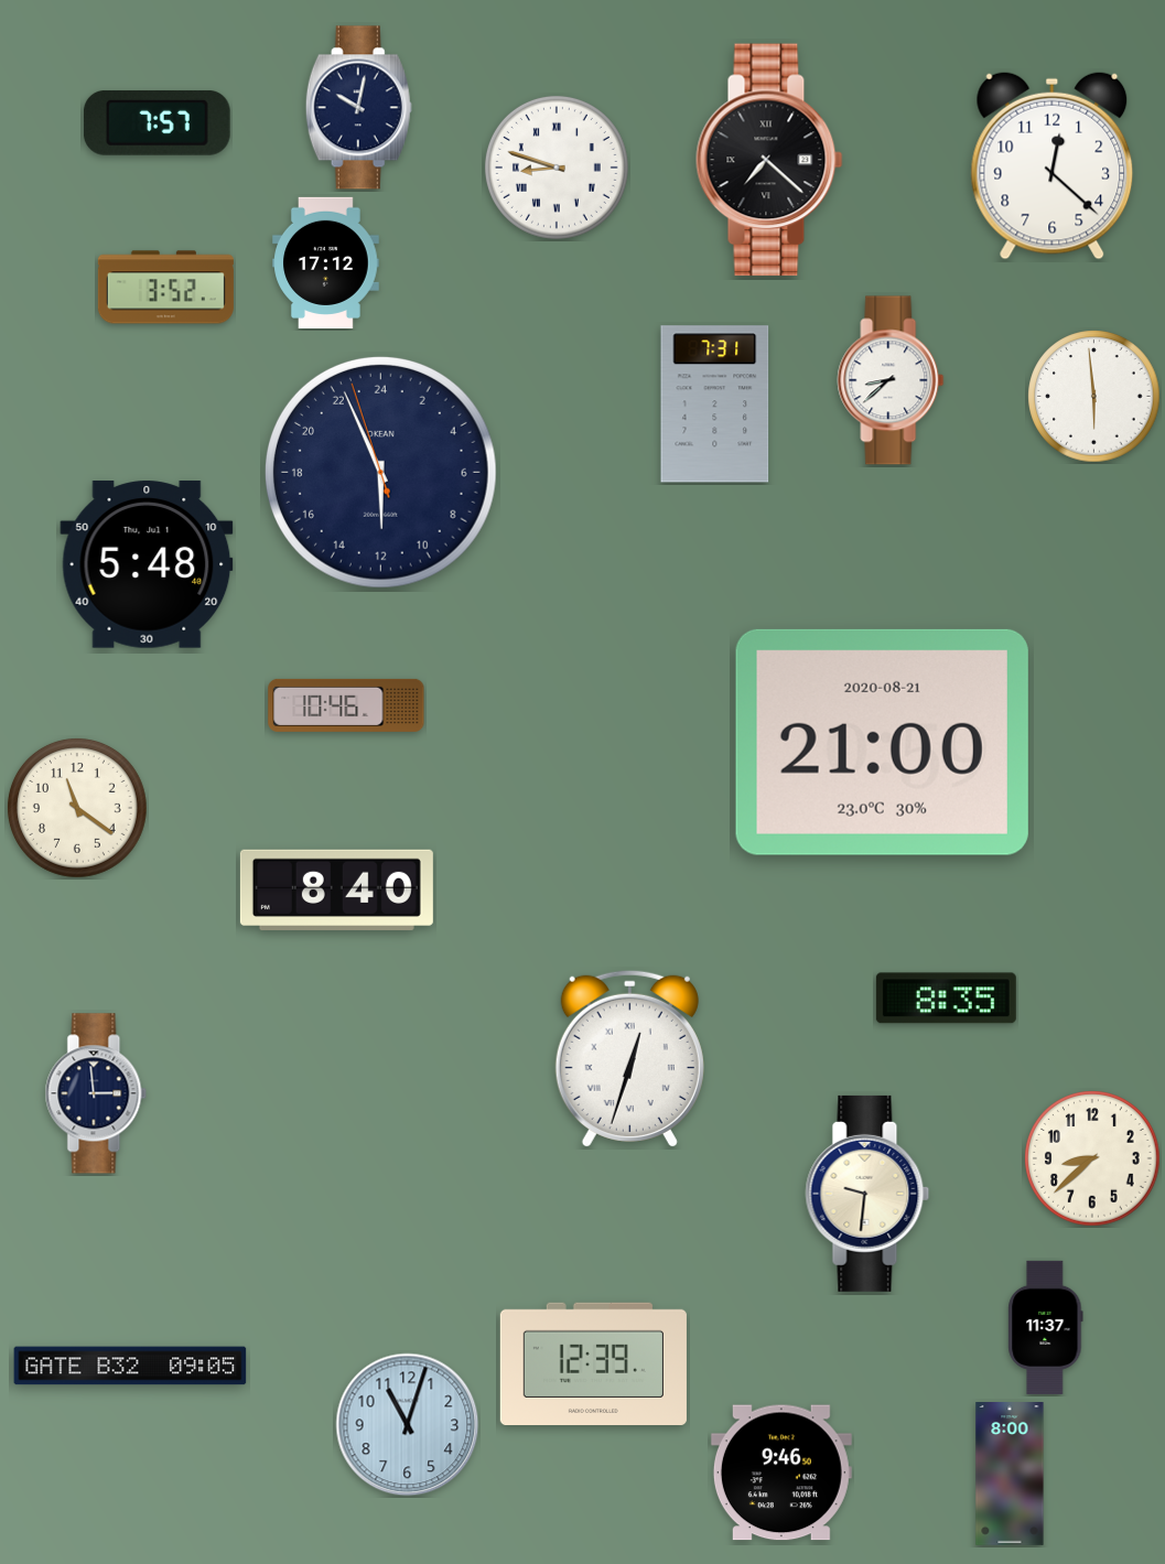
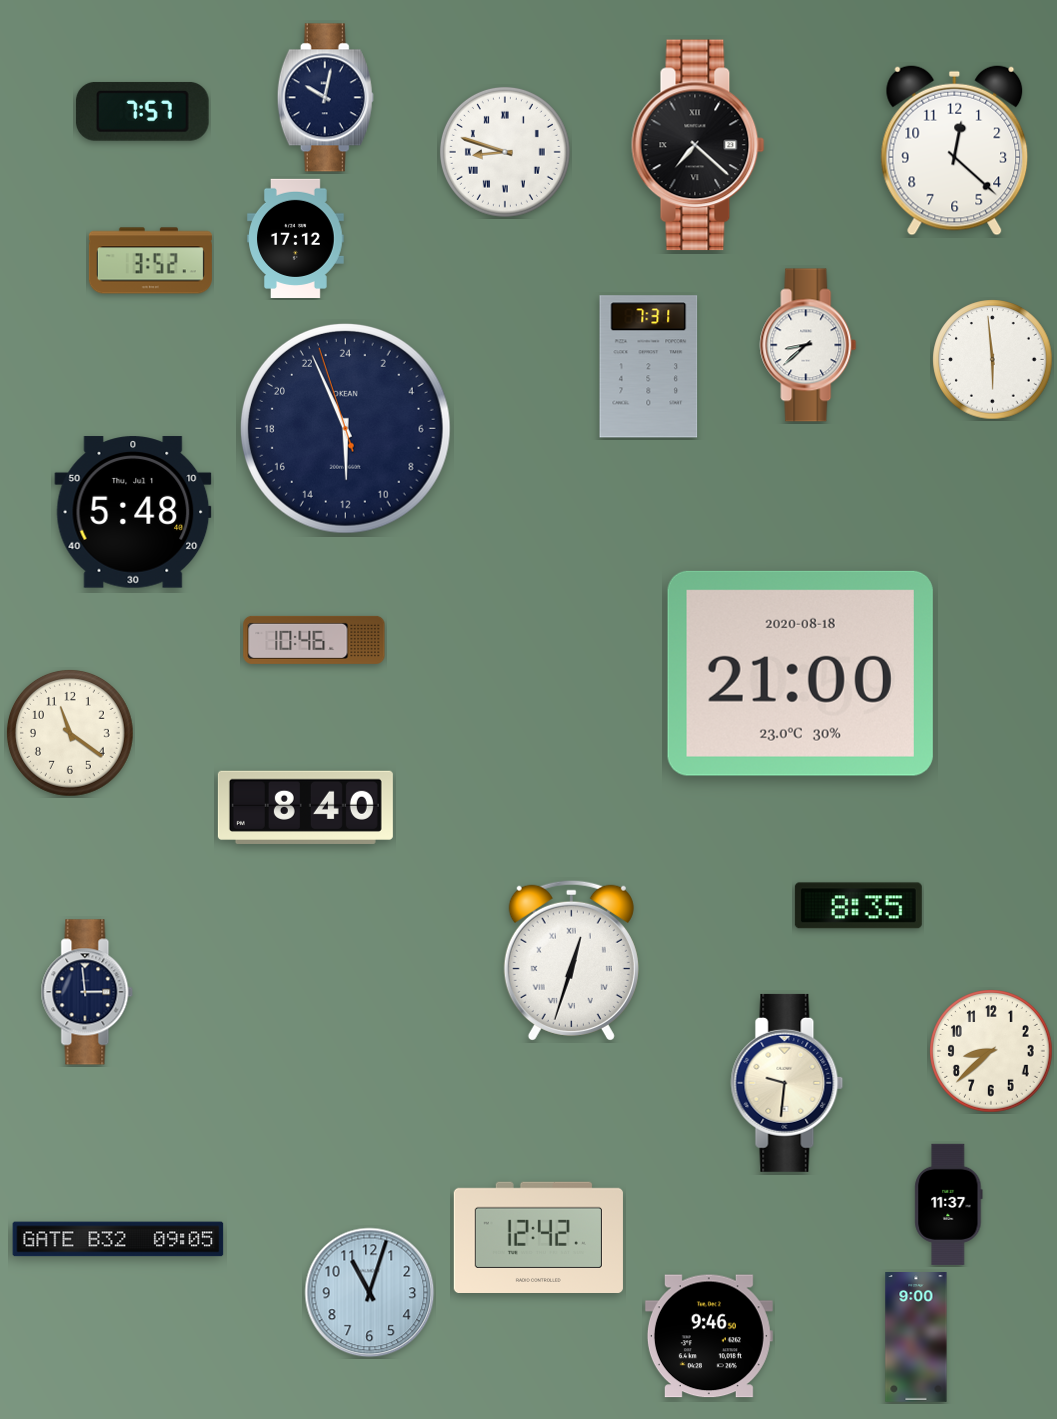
clock at (882, 742) date: 2020-08-21 -> 2020-08-18
clock at (593, 1363): 12:39 -> 12:42
clock at (1010, 1475): 8:00 -> 9:00
